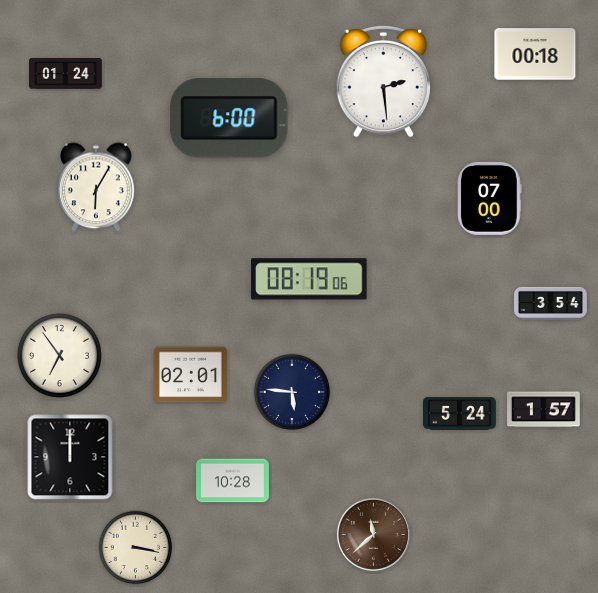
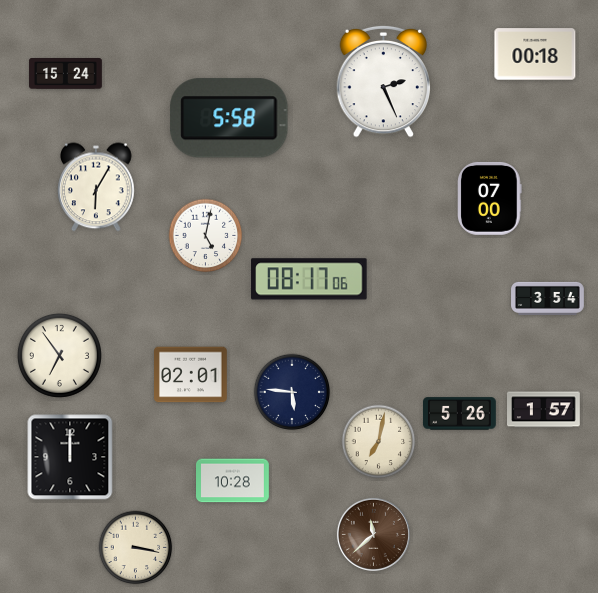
clock at (66, 74): 01:24 -> 15:24
clock at (384, 81): 2:29 -> 2:26
clock at (229, 118): 6:00 -> 5:58
clock at (206, 236): none -> 5:02
clock at (309, 279): 08:19 -> 08:17
clock at (551, 303) position: (551, 303) -> (548, 298)
clock at (460, 414): 5:24 -> 5:26
clock at (379, 442): none -> 7:02
